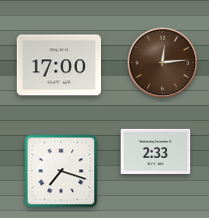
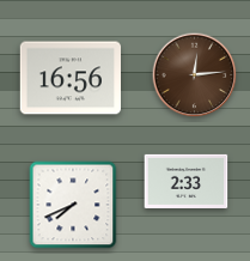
clock at (58, 65): 17:00 -> 16:56
clock at (61, 171): 7:18 -> 7:41
